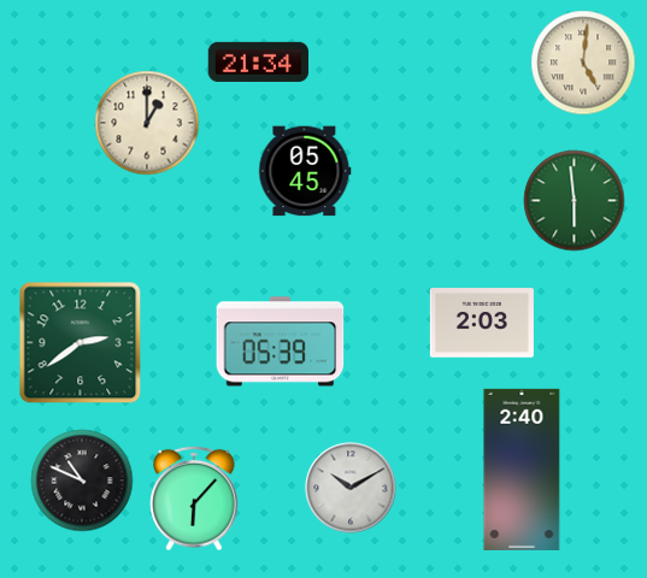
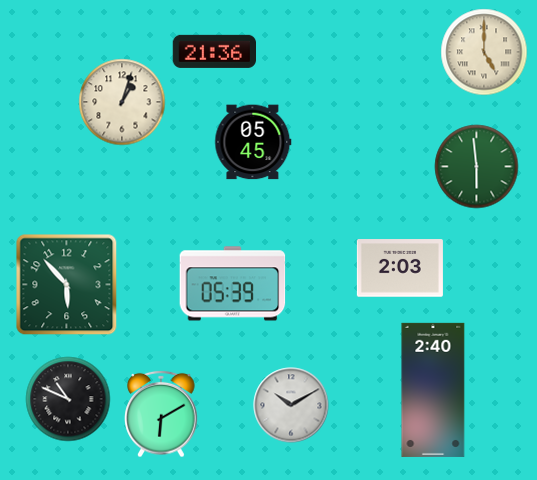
clock at (258, 61): 21:34 -> 21:36
clock at (583, 63): 5:01 -> 5:00
clock at (147, 123): 1:00 -> 1:03
clock at (81, 343): 2:39 -> 5:53
clock at (194, 499): 6:07 -> 6:10
